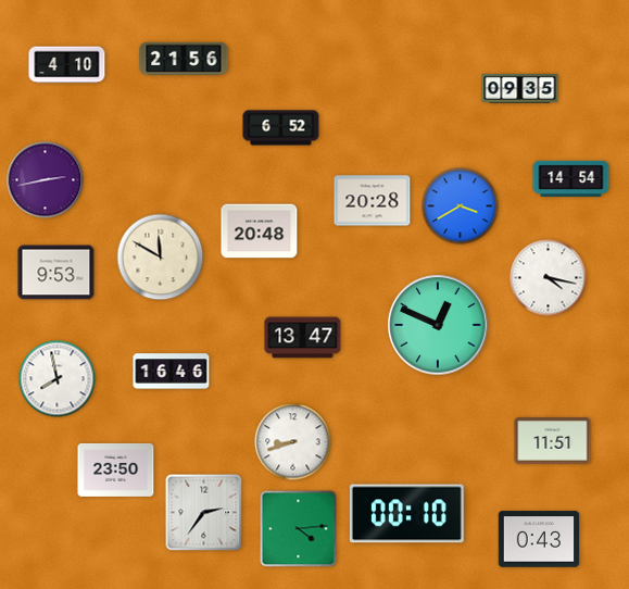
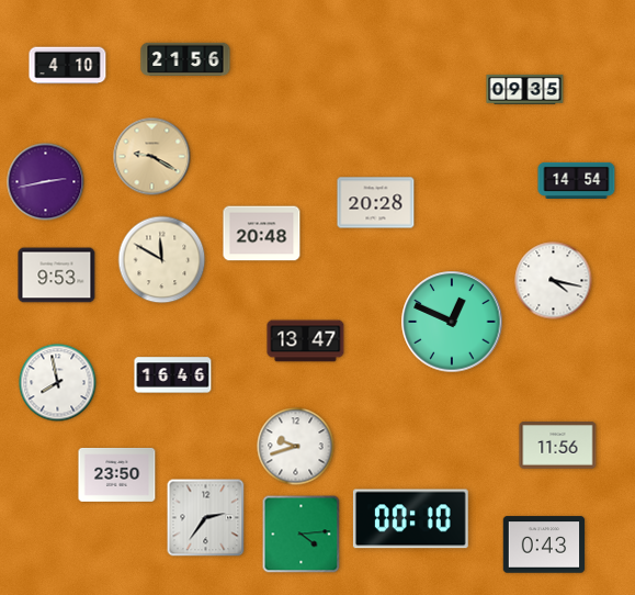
clock at (281, 128): 6:52 -> none
clock at (152, 157): none -> 9:20
clock at (461, 206): 3:40 -> none
clock at (438, 325) position: (438, 325) -> (452, 322)
clock at (553, 441): 11:51 -> 11:56
clock at (293, 442): 8:42 -> 9:42
